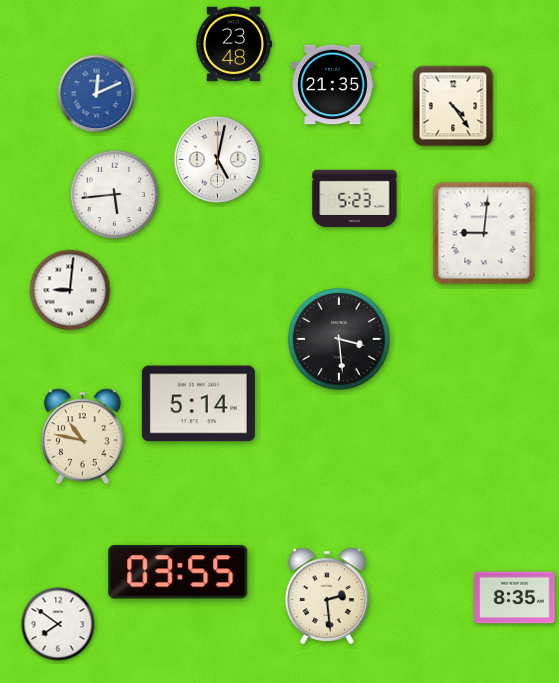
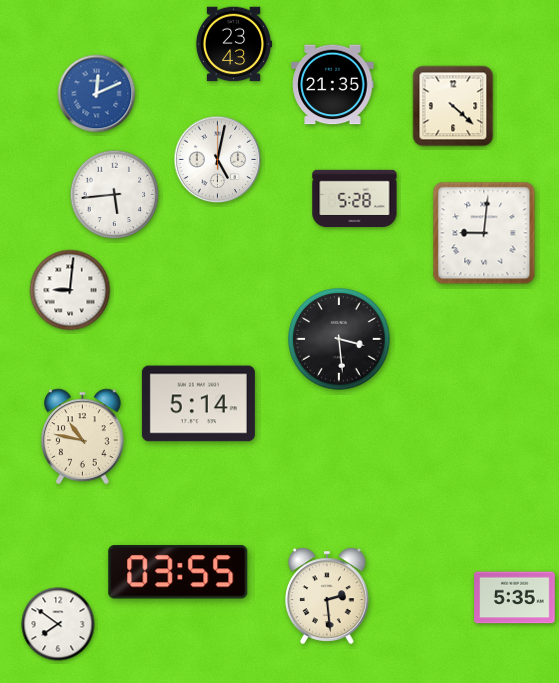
clock at (234, 44): 23:48 -> 23:43
clock at (453, 106): 4:24 -> 4:22
clock at (355, 198): 5:23 -> 5:28
clock at (515, 598): 8:35 -> 5:35
